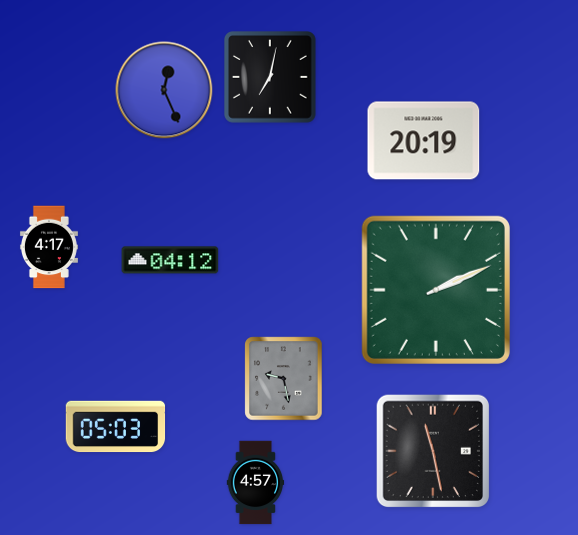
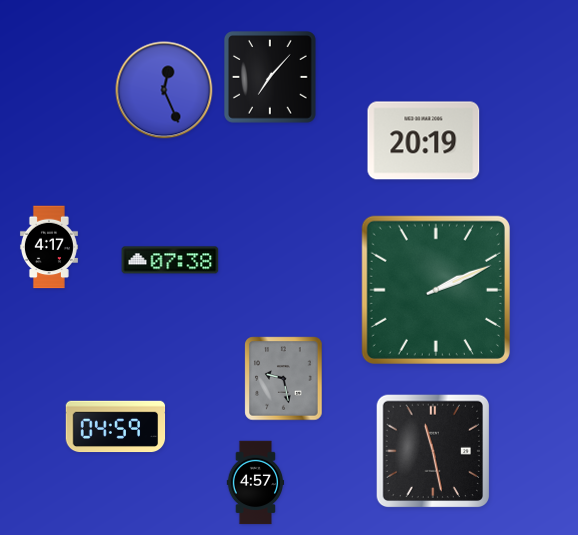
clock at (271, 78): 7:02 -> 7:07
clock at (170, 260): 04:12 -> 07:38
clock at (116, 427): 05:03 -> 04:59
